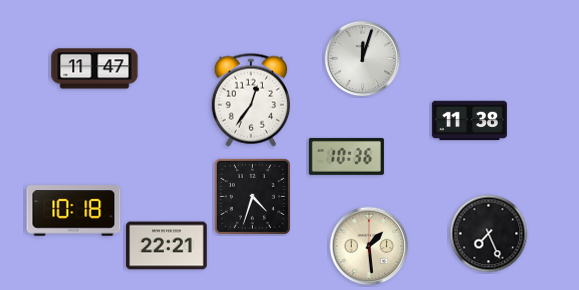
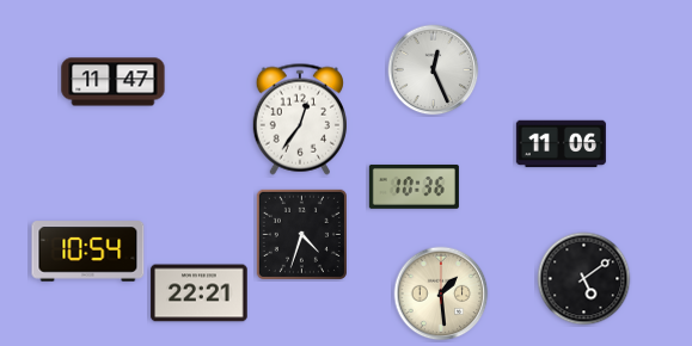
clock at (363, 59): 12:03 -> 12:26
clock at (469, 121): 11:38 -> 11:06
clock at (74, 211): 10:18 -> 10:54
clock at (489, 234): 7:26 -> 5:09
